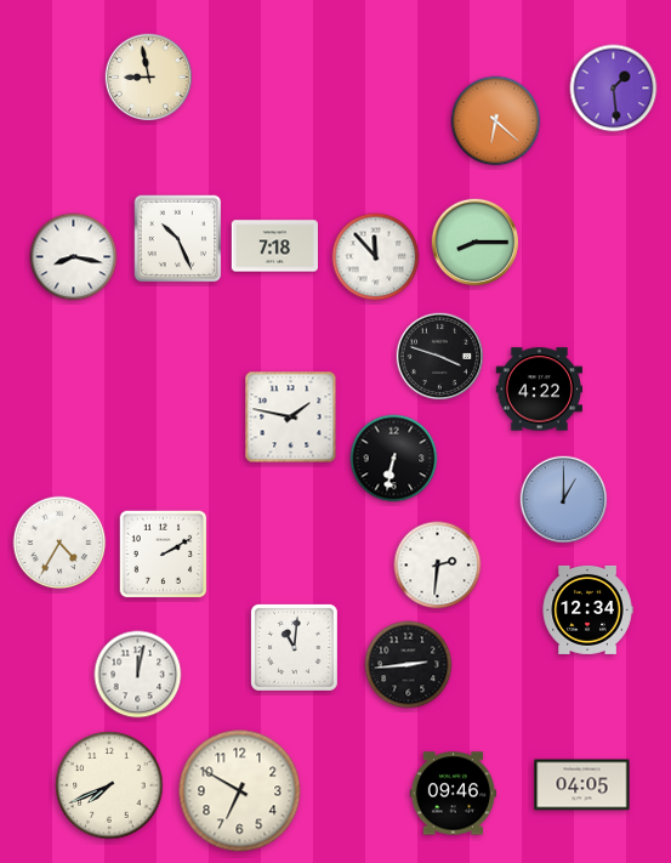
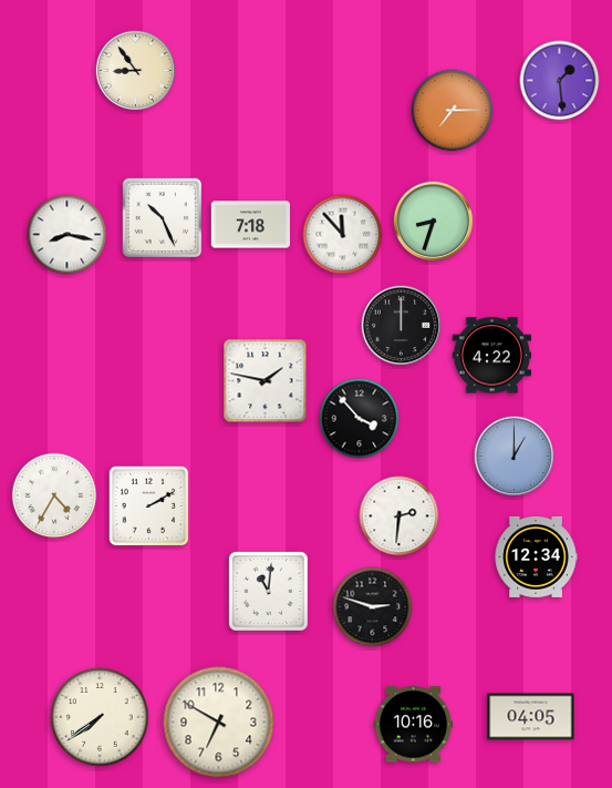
clock at (149, 78): 8:58 -> 8:54
clock at (496, 121): 6:22 -> 7:15
clock at (476, 243): 8:15 -> 8:33
clock at (440, 357): 3:48 -> 12:00
clock at (394, 459): 6:32 -> 3:53
clock at (409, 665): 2:44 -> 2:48
clock at (138, 675): 12:02 -> none
clock at (109, 785): 7:41 -> 7:39
clock at (453, 794): 09:46 -> 10:16
